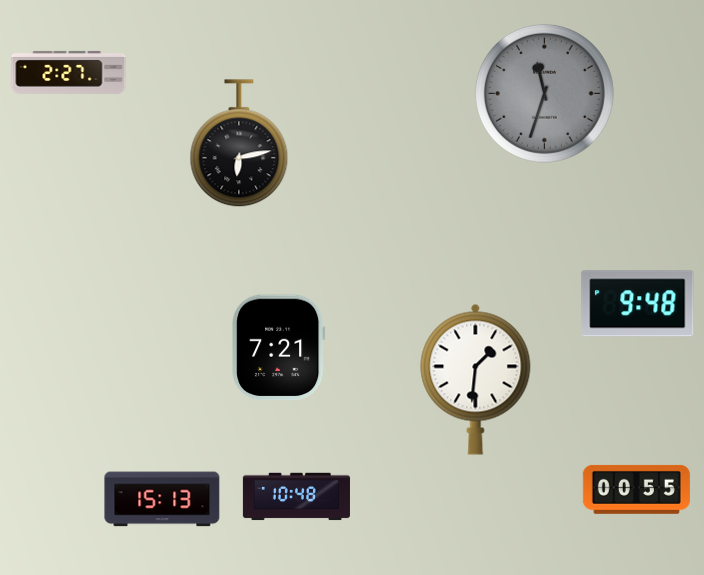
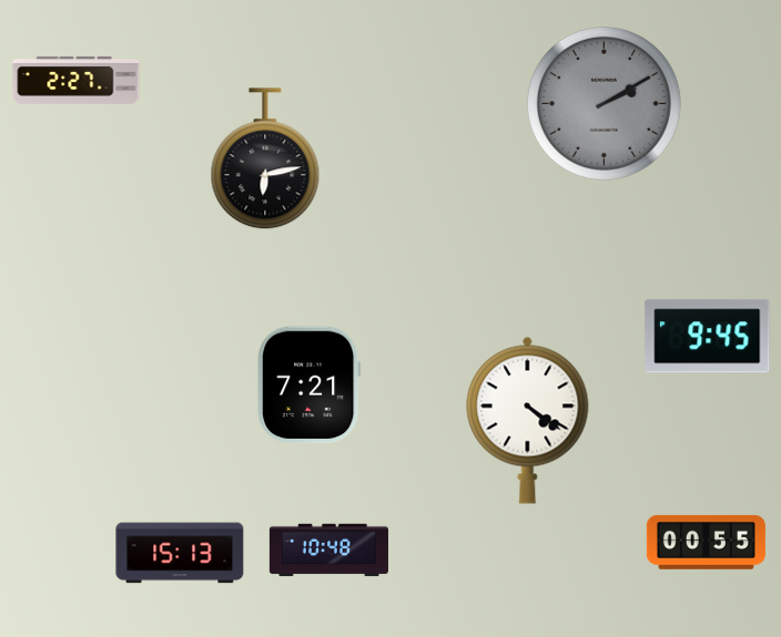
clock at (544, 93): 11:33 -> 2:10
clock at (638, 304): 9:48 -> 9:45
clock at (476, 379): 1:31 -> 4:21
